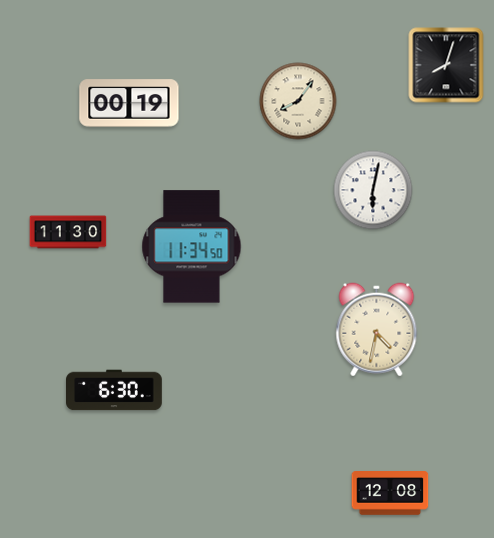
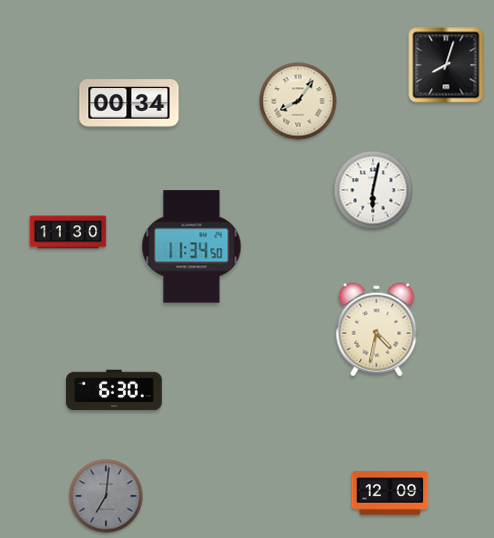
clock at (129, 103): 00:19 -> 00:34
clock at (390, 493): 12:08 -> 12:09
clock at (106, 496): none -> 7:01
